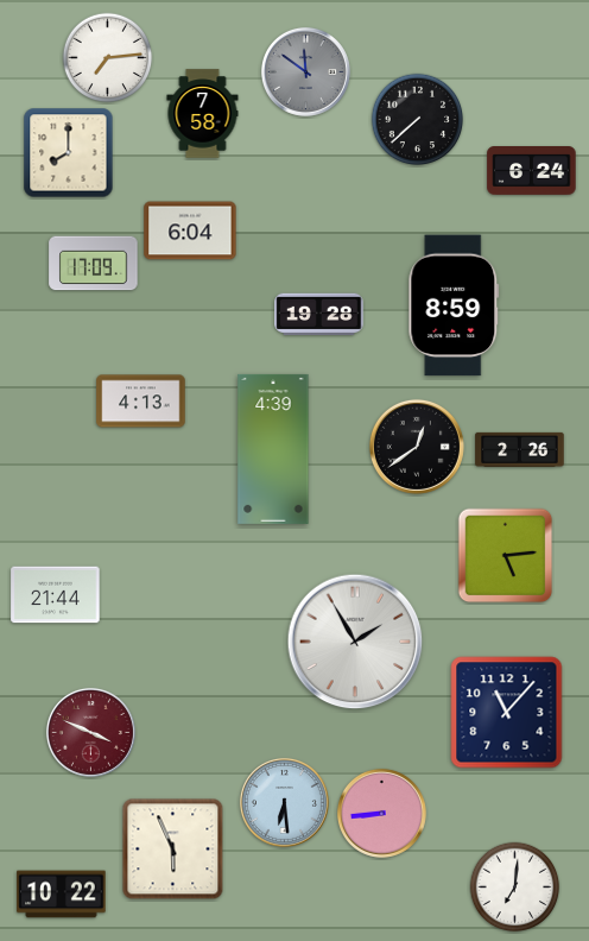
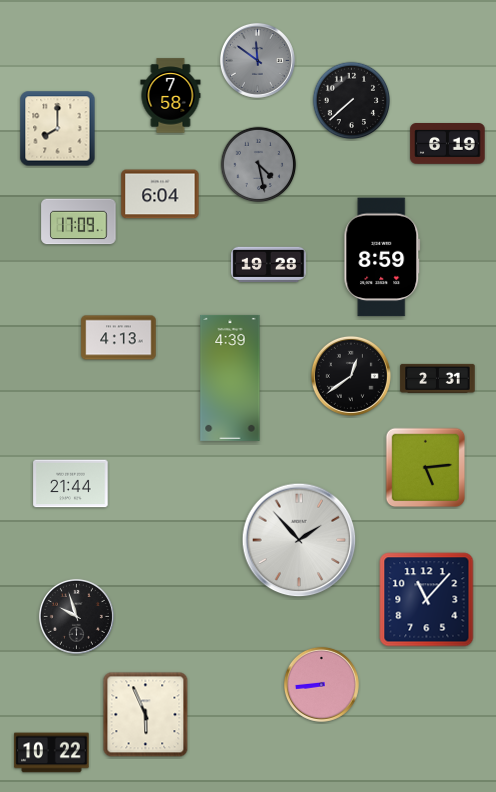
clock at (108, 58): 7:14 -> none
clock at (532, 171): 6:24 -> 6:19
clock at (259, 165): none -> 4:28
clock at (520, 449): 2:26 -> 2:31
clock at (56, 595) position: (56, 595) -> (71, 484)
clock at (355, 642): 1:55 -> 1:53
clock at (90, 732): 3:49 -> 9:57
clock at (90, 732) dial: burgundy -> black
clock at (284, 802): 6:29 -> none
clock at (515, 888): 7:01 -> none
